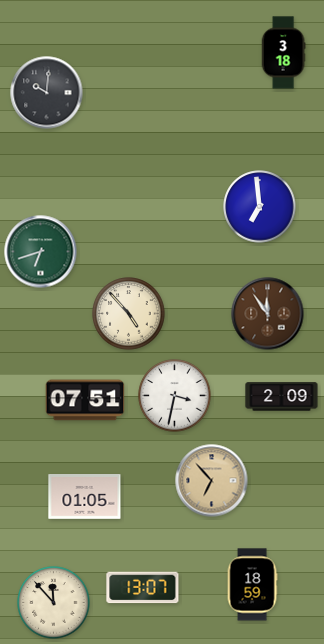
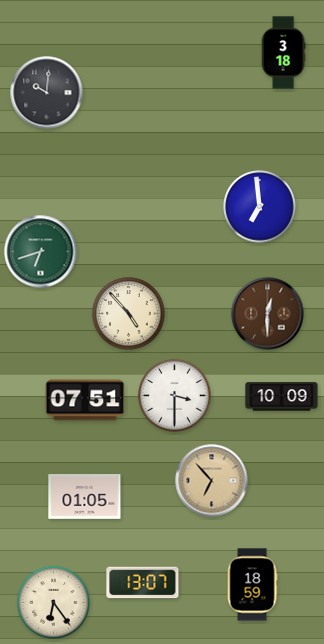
clock at (268, 314): 11:54 -> 12:30
clock at (175, 396): 3:32 -> 3:30
clock at (282, 397): 2:09 -> 10:09
clock at (143, 588) position: (143, 588) -> (143, 583)
clock at (54, 603): 11:53 -> 6:24
